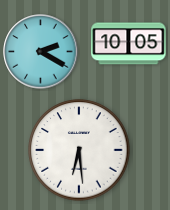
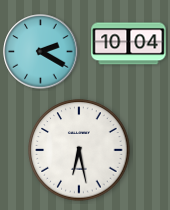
clock at (129, 44): 10:05 -> 10:04
clock at (79, 150): 6:29 -> 6:28
